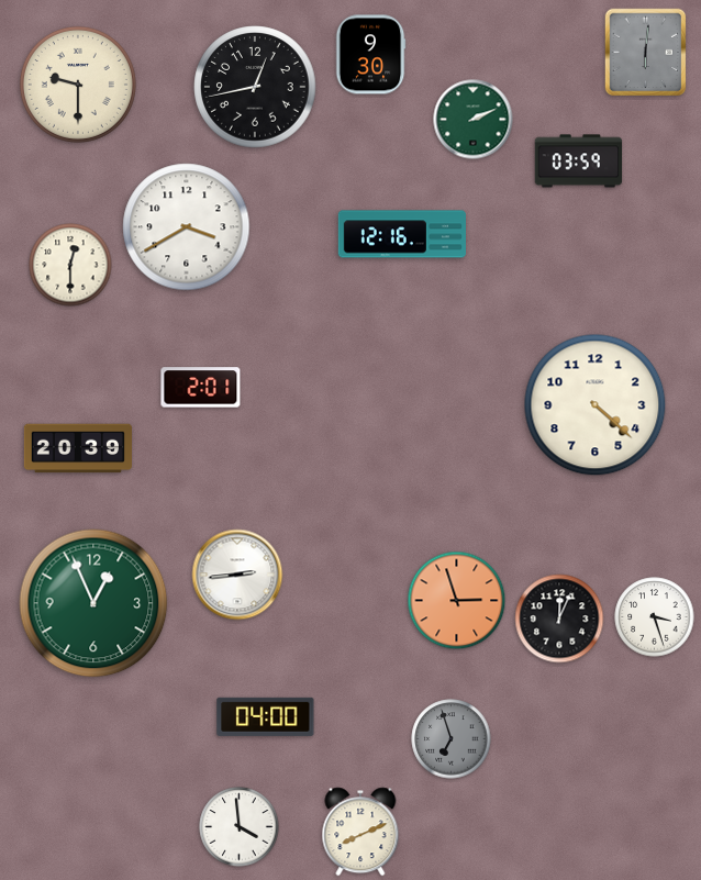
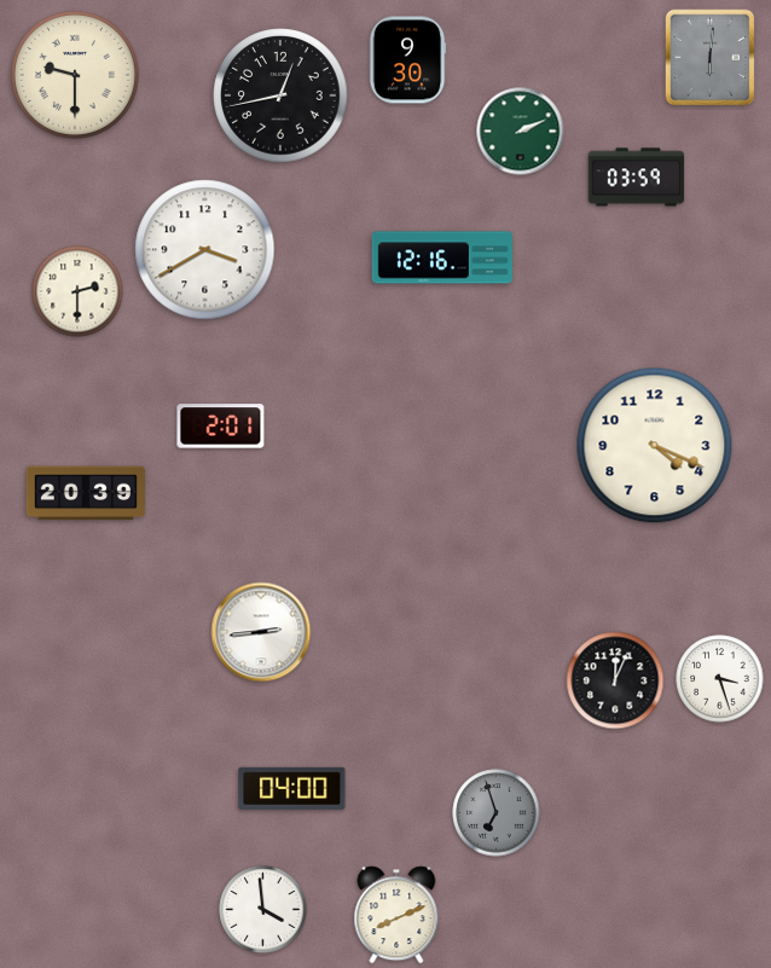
clock at (78, 85) position: (78, 85) -> (75, 75)
clock at (70, 265): 12:30 -> 2:30
clock at (596, 405): 4:22 -> 4:19
clock at (457, 601): 2:57 -> none
clock at (93, 603): 12:56 -> none
